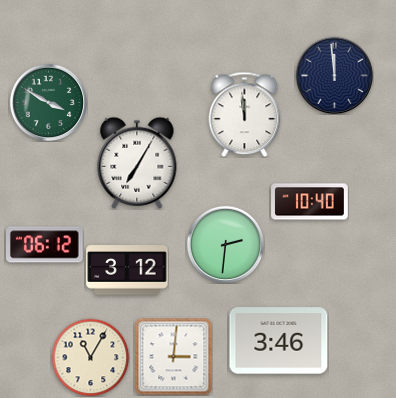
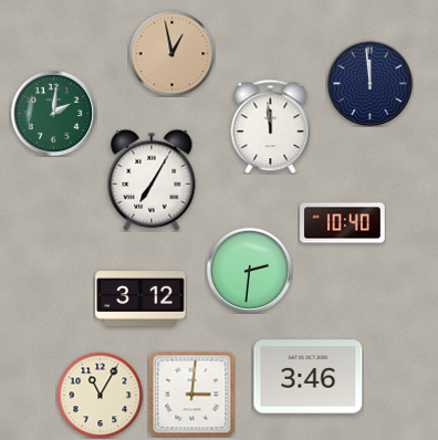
clock at (171, 53): none -> 12:58
clock at (48, 102): 3:50 -> 2:01
clock at (45, 245): 06:12 -> none
